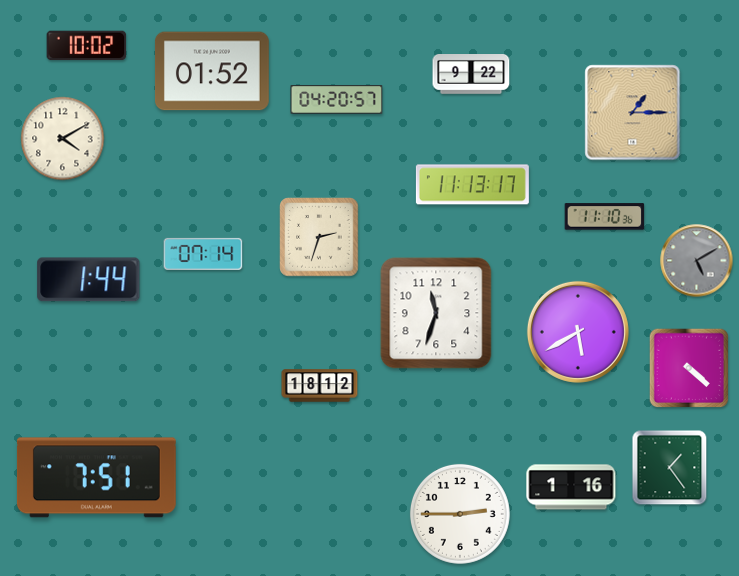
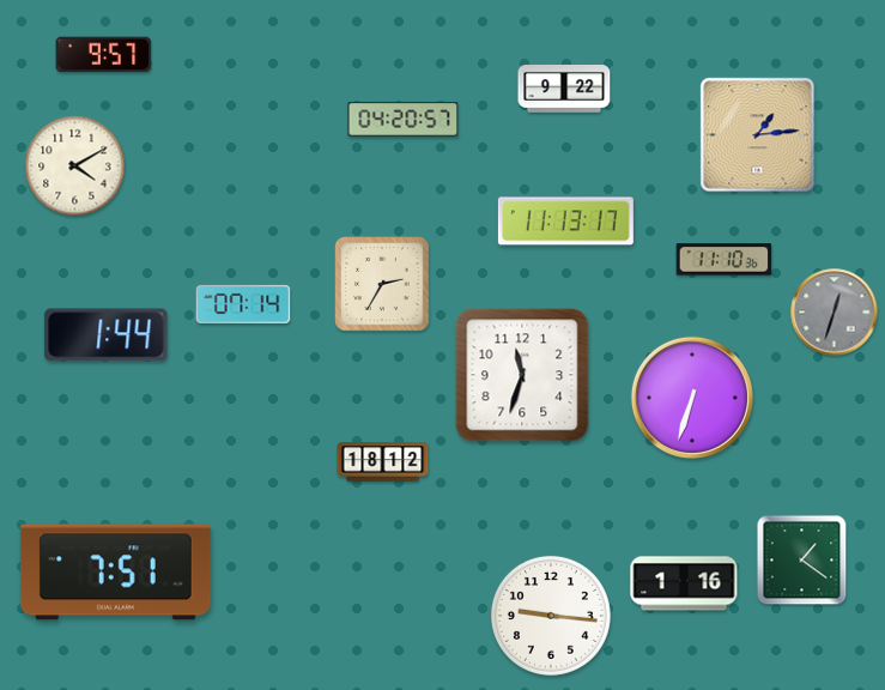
clock at (87, 46): 10:02 -> 9:57
clock at (212, 71): 01:52 -> none
clock at (633, 113): 1:15 -> 1:14
clock at (319, 237): 2:33 -> 2:35
clock at (697, 261): 5:10 -> 12:33
clock at (578, 332): 5:40 -> 6:33
clock at (689, 368): 4:22 -> none
clock at (670, 468): 1:24 -> 1:21
clock at (460, 514): 2:45 -> 9:16
